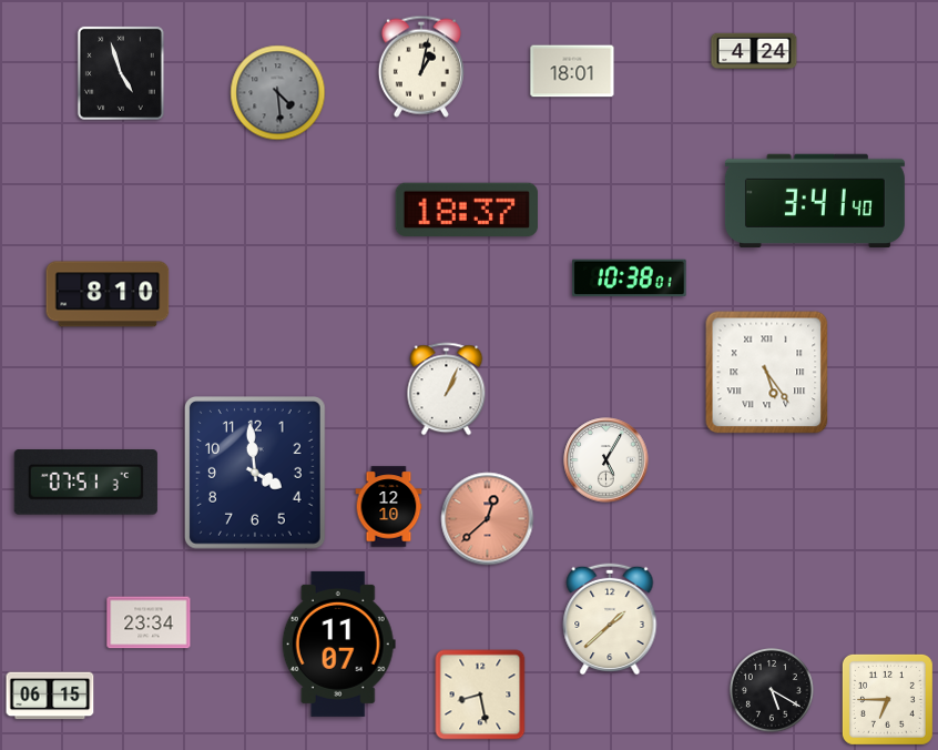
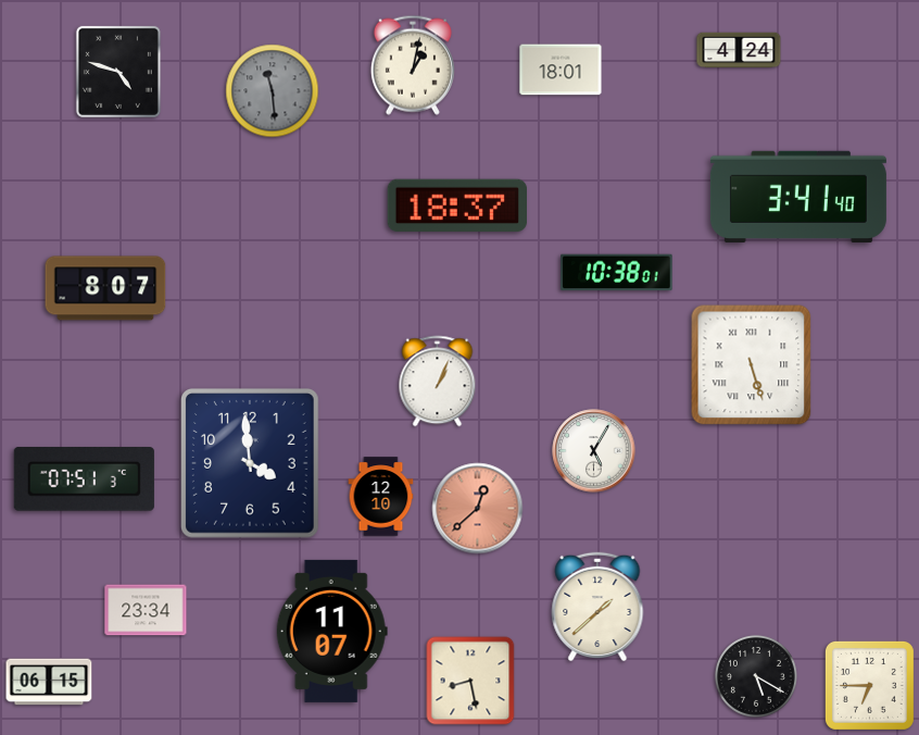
clock at (121, 73): 4:57 -> 4:48
clock at (278, 93): 4:29 -> 11:29
clock at (108, 294): 8:10 -> 8:07
clock at (767, 373): 5:24 -> 5:27
clock at (85, 483) position: (85, 483) -> (84, 479)
